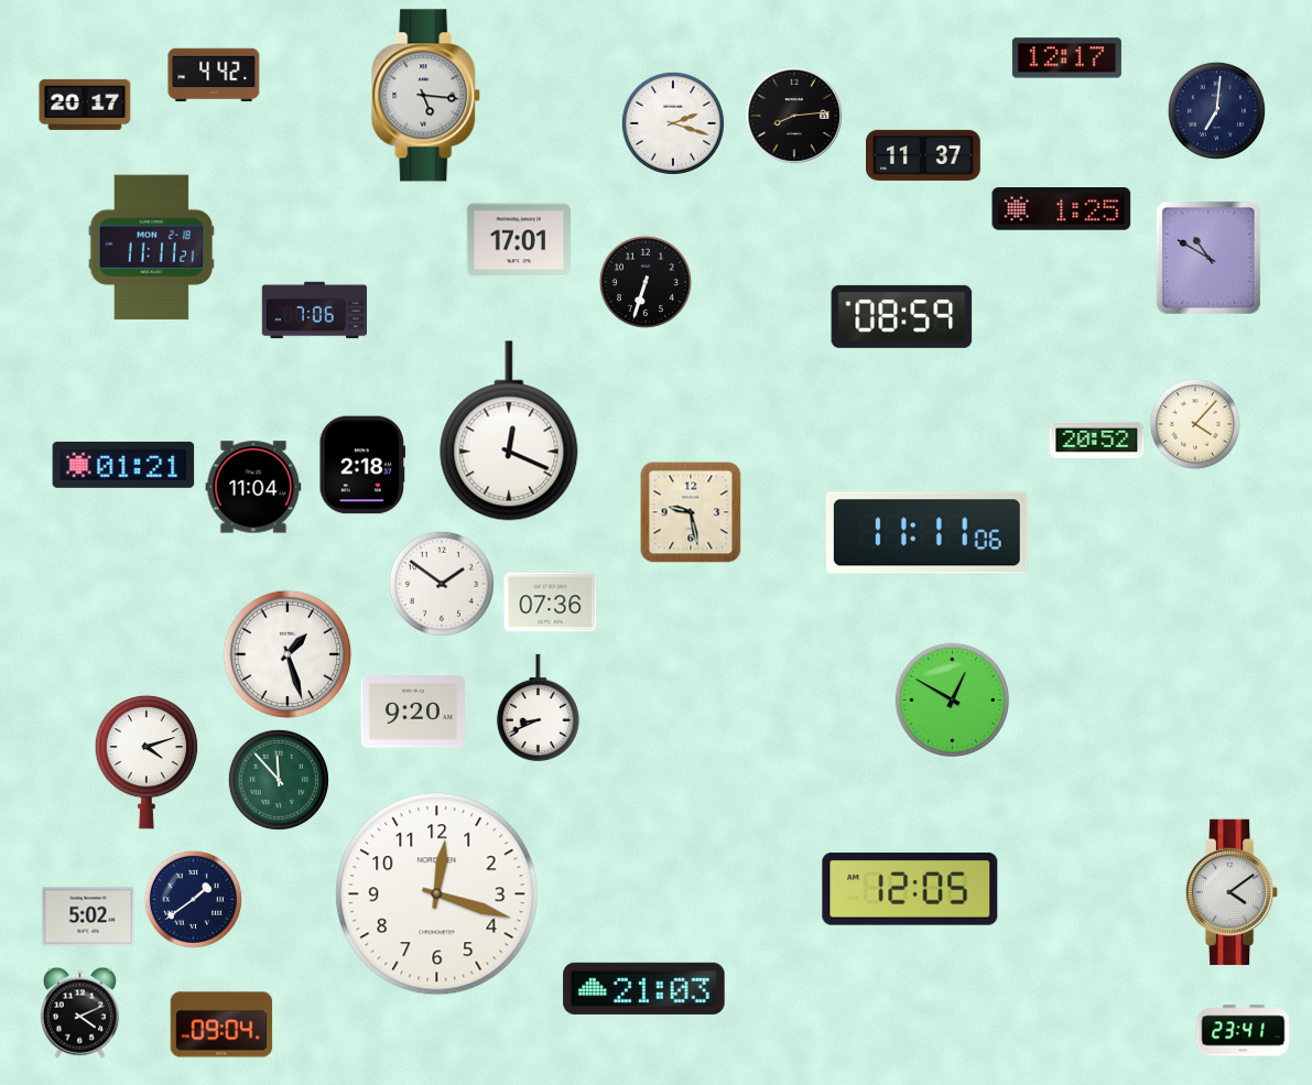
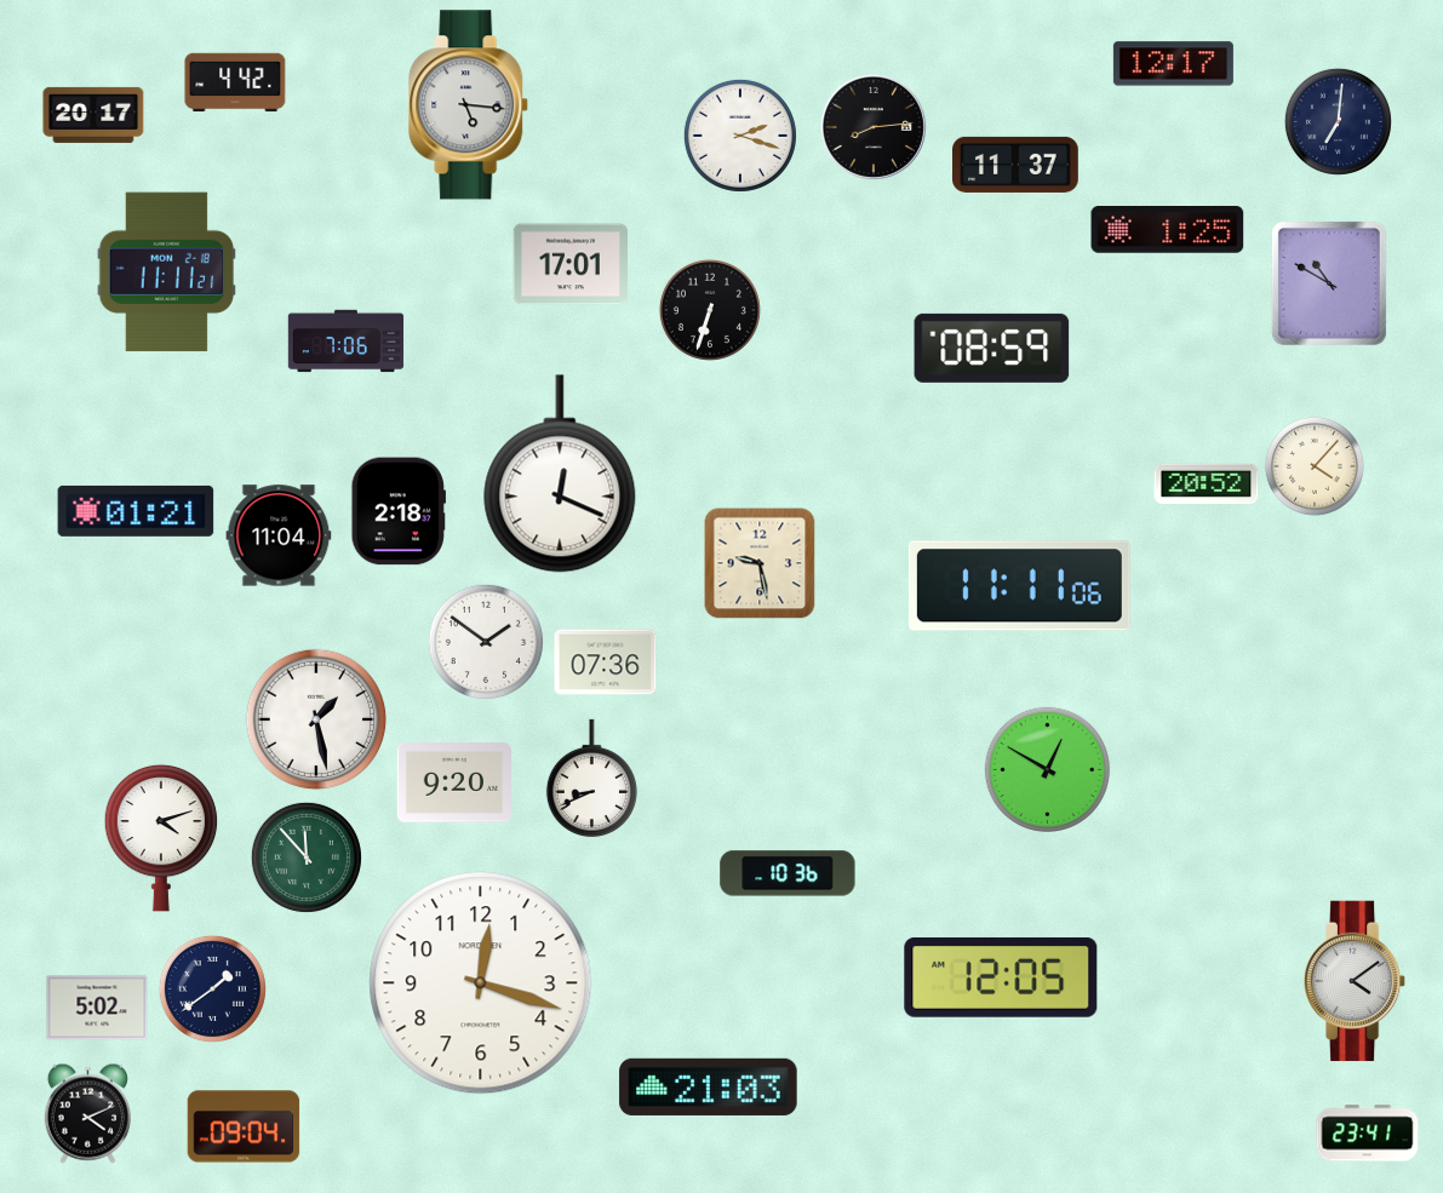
clock at (924, 155) position: (924, 155) -> (1017, 165)
clock at (288, 654): 1:27 -> 1:28
clock at (788, 873): none -> 10:36
